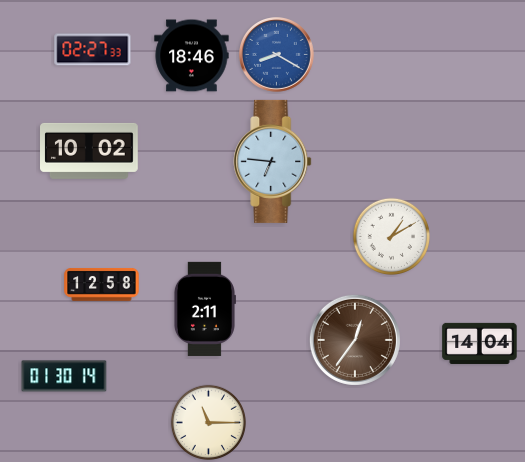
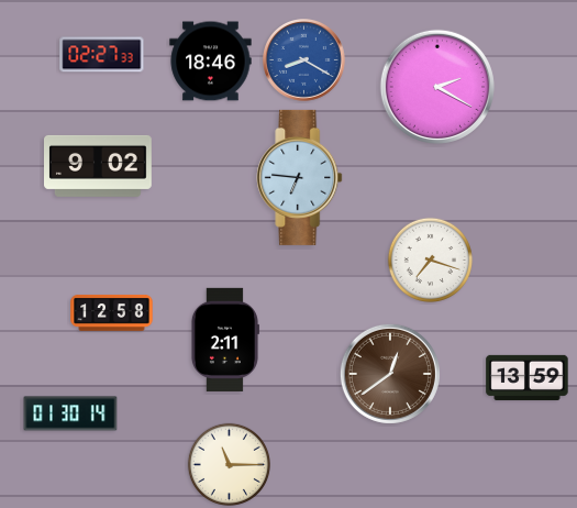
clock at (437, 87): none -> 2:20
clock at (90, 151): 10:02 -> 9:02
clock at (391, 236): 1:10 -> 7:18
clock at (355, 340): 12:36 -> 12:39
clock at (480, 343): 14:04 -> 13:59
